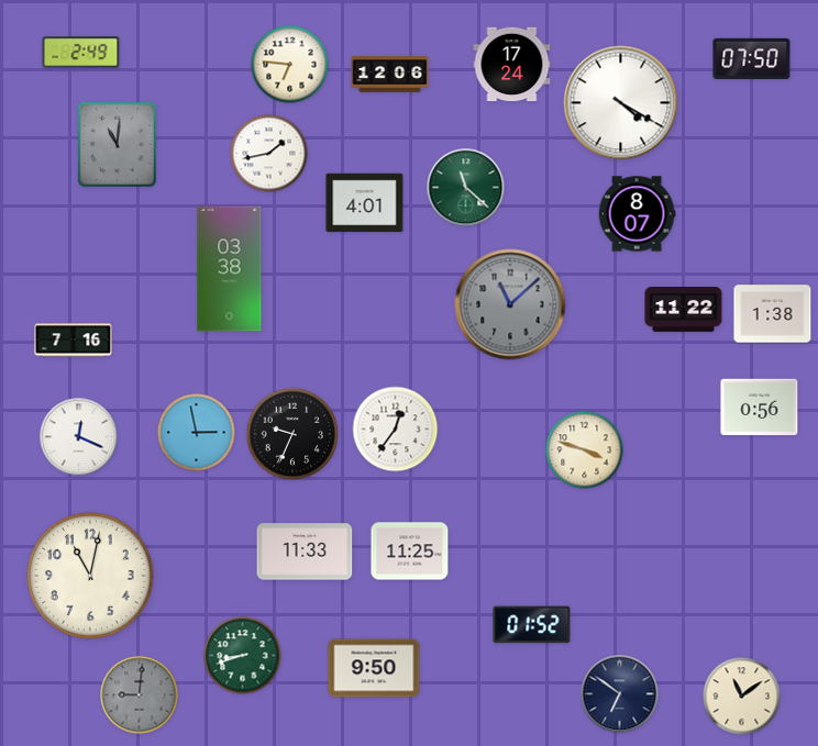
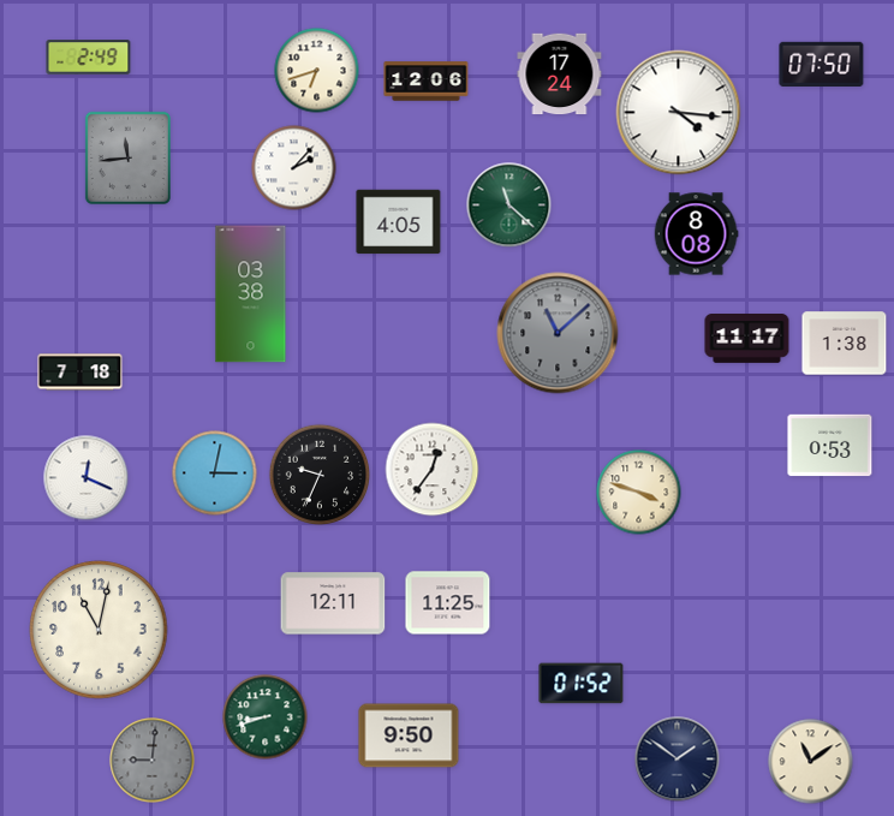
clock at (290, 65): 6:46 -> 6:42
clock at (512, 65) position: (512, 65) -> (560, 75)
clock at (621, 103): 4:20 -> 4:16
clock at (117, 144): 11:01 -> 11:44
clock at (269, 154): 1:43 -> 2:07
clock at (365, 203): 4:01 -> 4:05
clock at (637, 214): 8:07 -> 8:08
clock at (684, 310): 11:22 -> 11:17
clock at (74, 341): 7:16 -> 7:18
clock at (760, 408): 0:56 -> 0:53
clock at (197, 433): 2:58 -> 3:02
clock at (305, 552): 11:33 -> 12:11
clock at (374, 668) position: (374, 668) -> (409, 735)
clock at (620, 694): 6:51 -> 1:51
